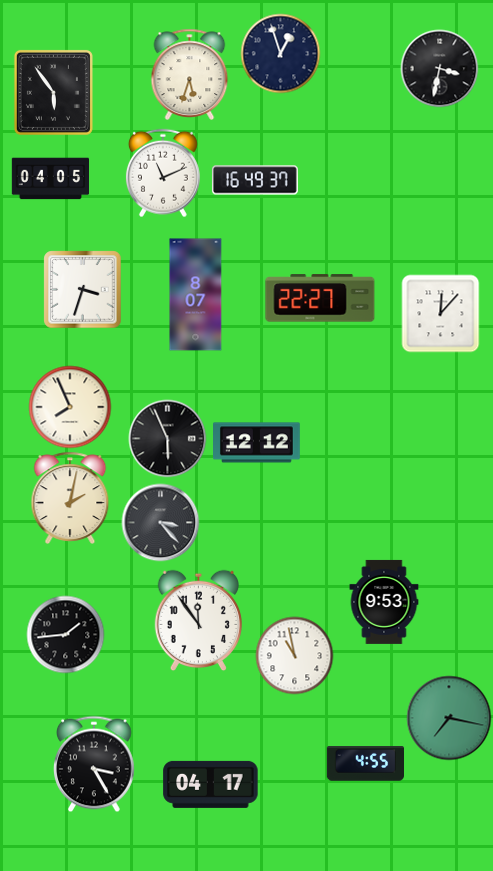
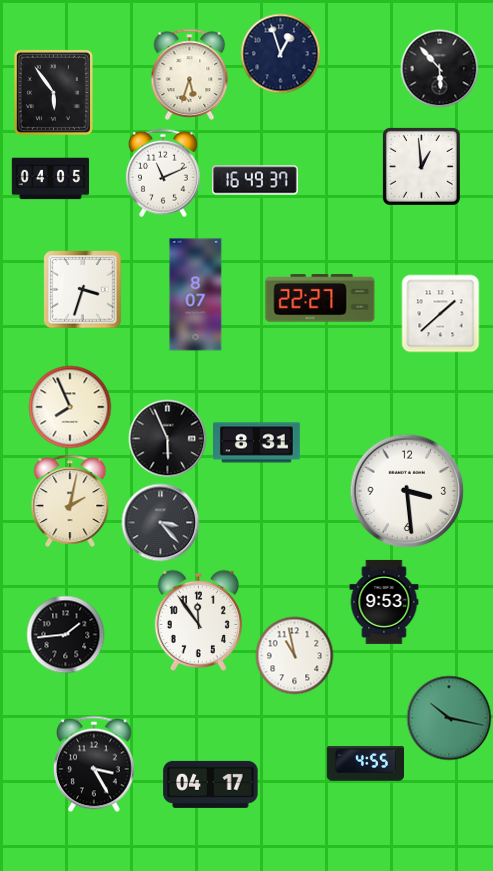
clock at (439, 68): 3:32 -> 5:53
clock at (421, 166): none -> 12:59
clock at (440, 313): 12:07 -> 1:38
clock at (257, 443): 12:12 -> 8:31
clock at (407, 491): none -> 3:29
clock at (70, 497) position: (70, 497) -> (70, 500)
clock at (449, 718): 7:17 -> 10:17
